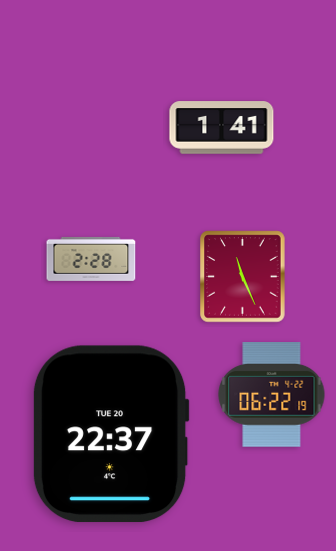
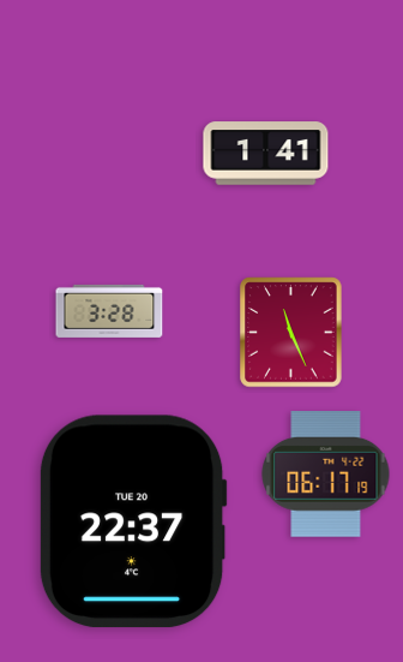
clock at (91, 259): 2:28 -> 3:28
clock at (272, 395): 06:22 -> 06:17
